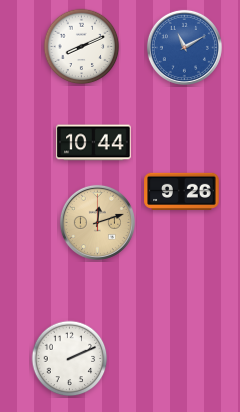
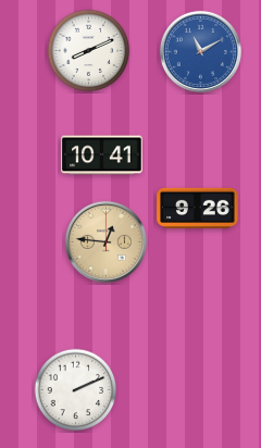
clock at (94, 143): 10:44 -> 10:41
clock at (97, 222): 12:12 -> 12:46
